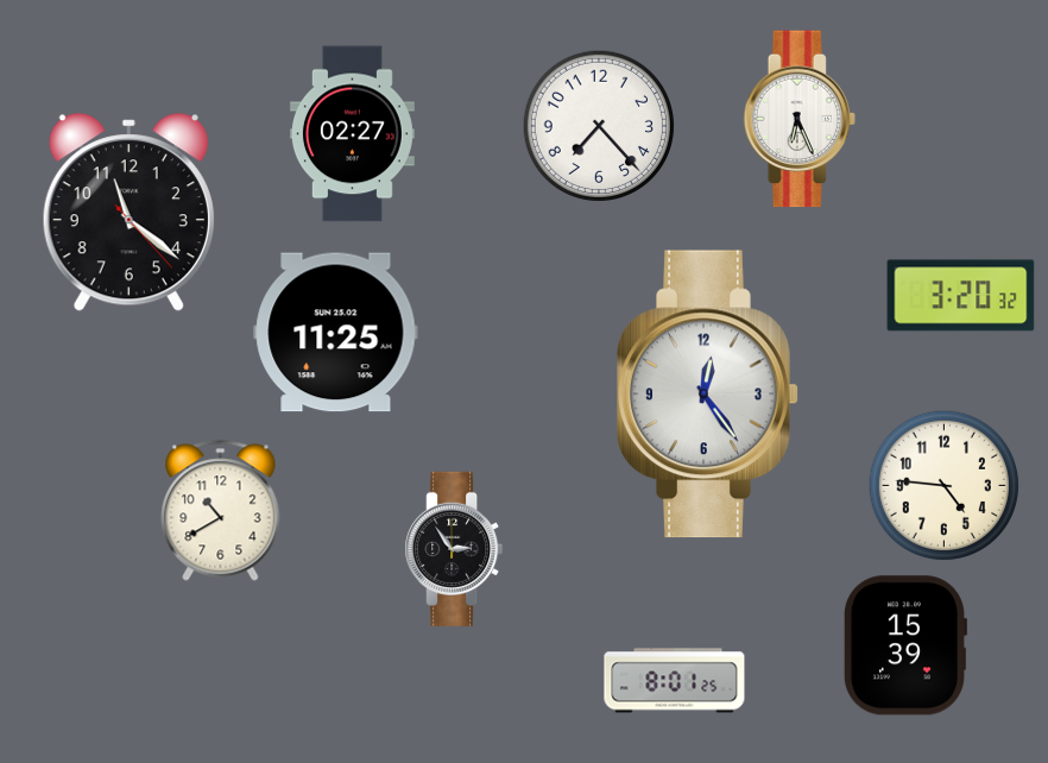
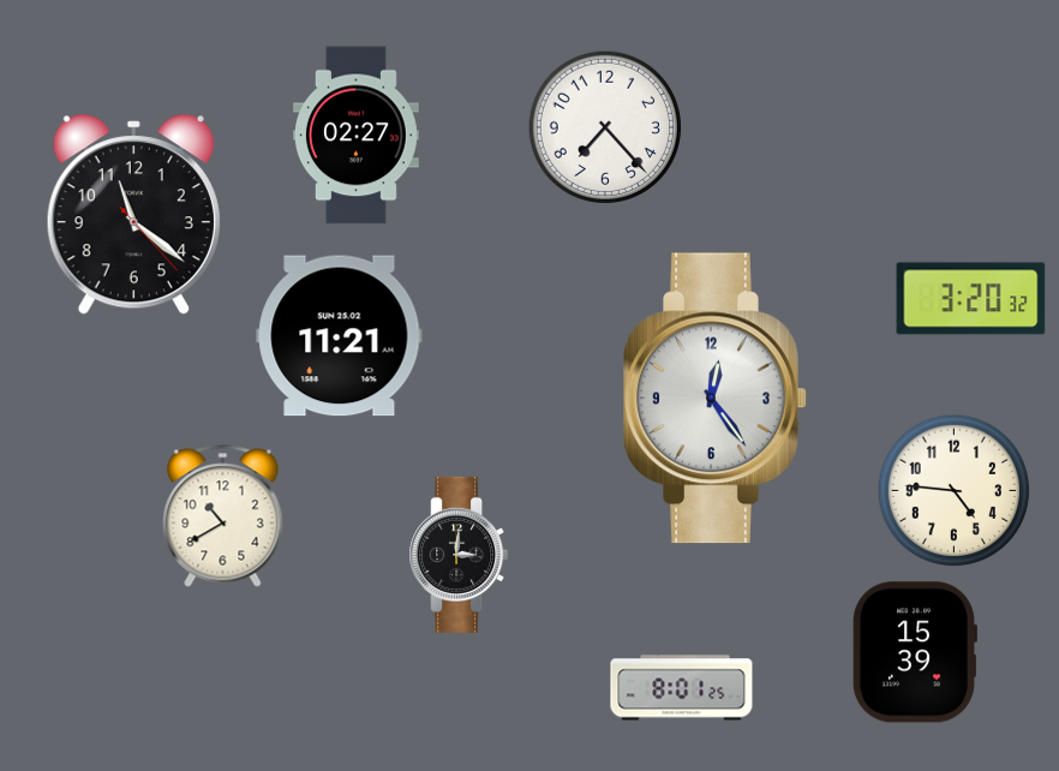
clock at (798, 119): 6:26 -> none
clock at (128, 213) position: (128, 213) -> (133, 215)
clock at (336, 333): 11:25 -> 11:21
clock at (454, 549): 2:54 -> 3:01
